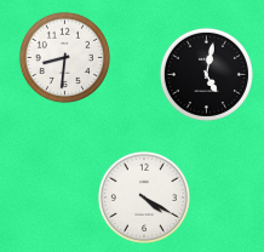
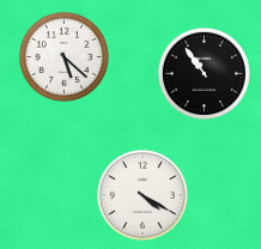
clock at (64, 57): 8:31 -> 5:22
clock at (206, 74): 5:02 -> 10:54
